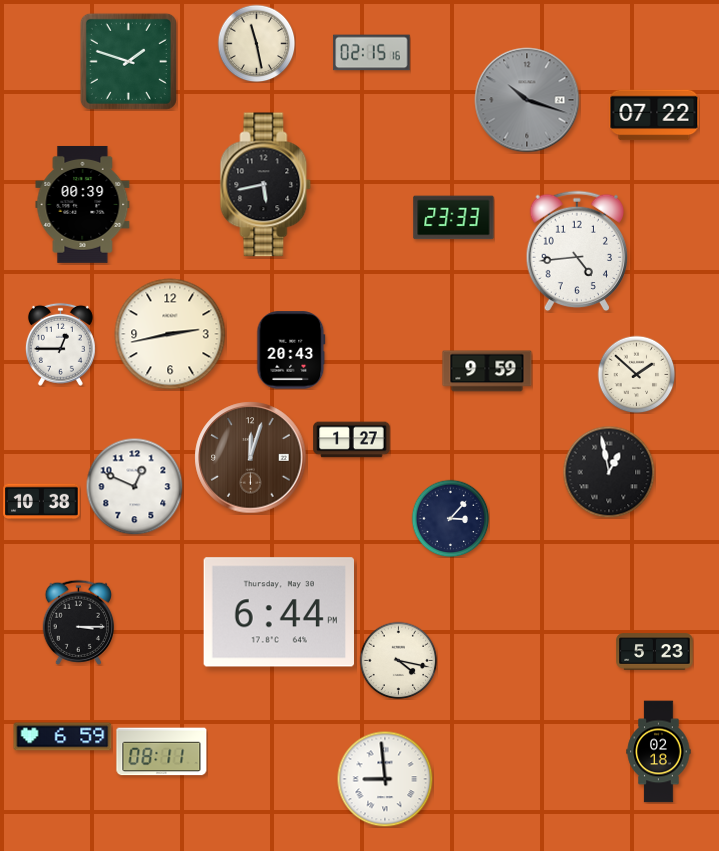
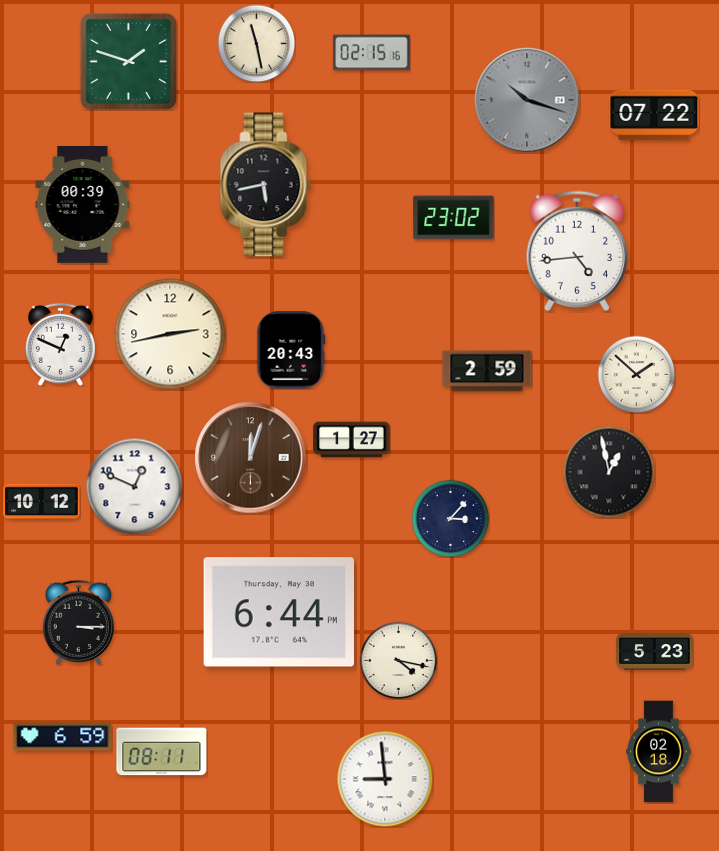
clock at (454, 218): 23:33 -> 23:02
clock at (60, 344): 12:45 -> 12:49
clock at (487, 371): 9:59 -> 2:59
clock at (42, 502): 10:38 -> 10:12
